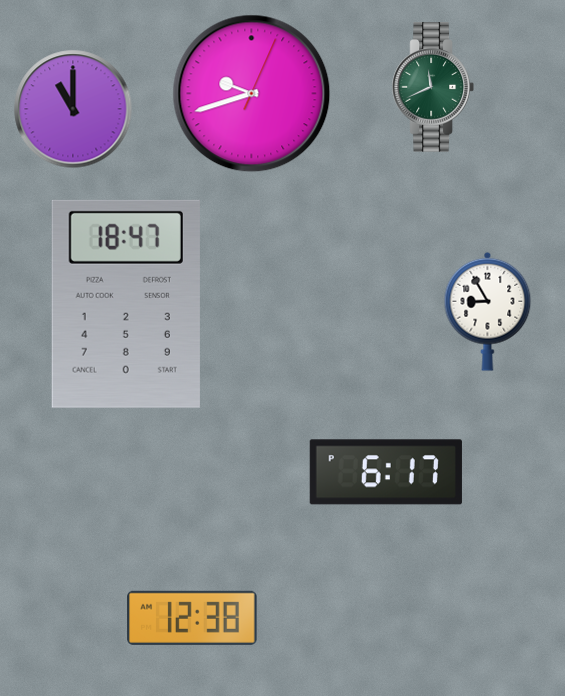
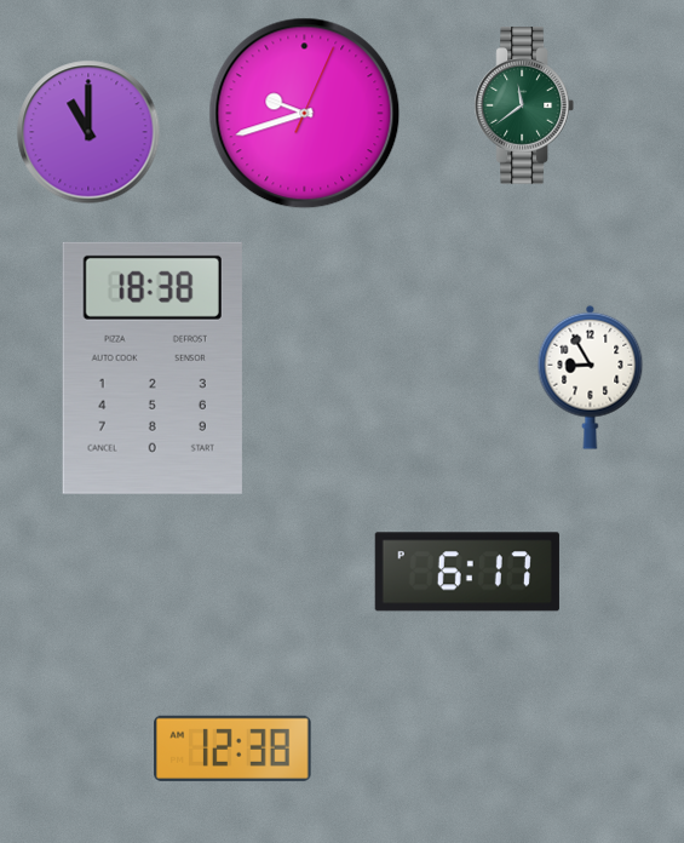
clock at (433, 87): 11:41 -> 11:39
clock at (126, 304): 18:47 -> 18:38
